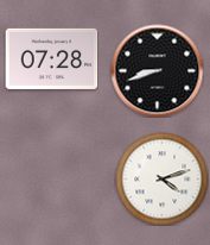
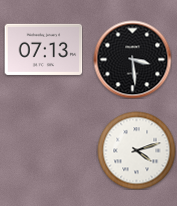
clock at (51, 58): 07:28 -> 07:13
clock at (157, 70): 8:42 -> 3:29
